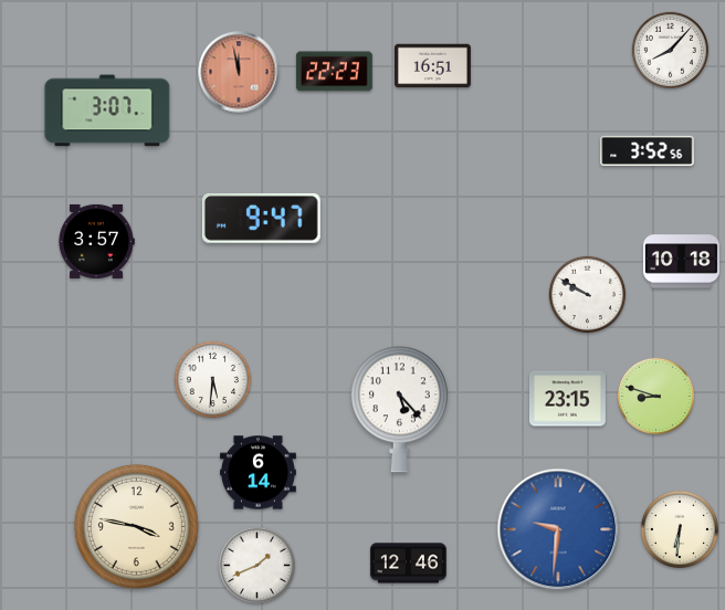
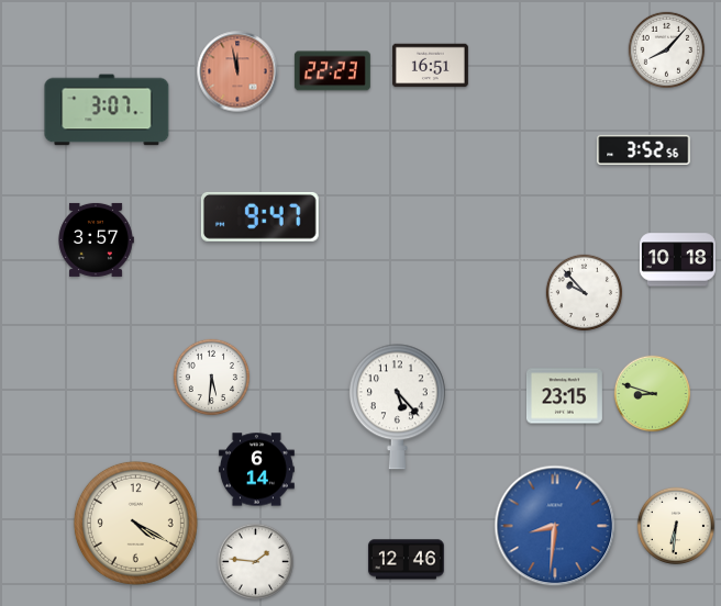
clock at (588, 295): 9:50 -> 9:53
clock at (136, 526): 3:47 -> 4:20
clock at (558, 529): 9:31 -> 8:31
clock at (258, 566): 1:41 -> 1:46
